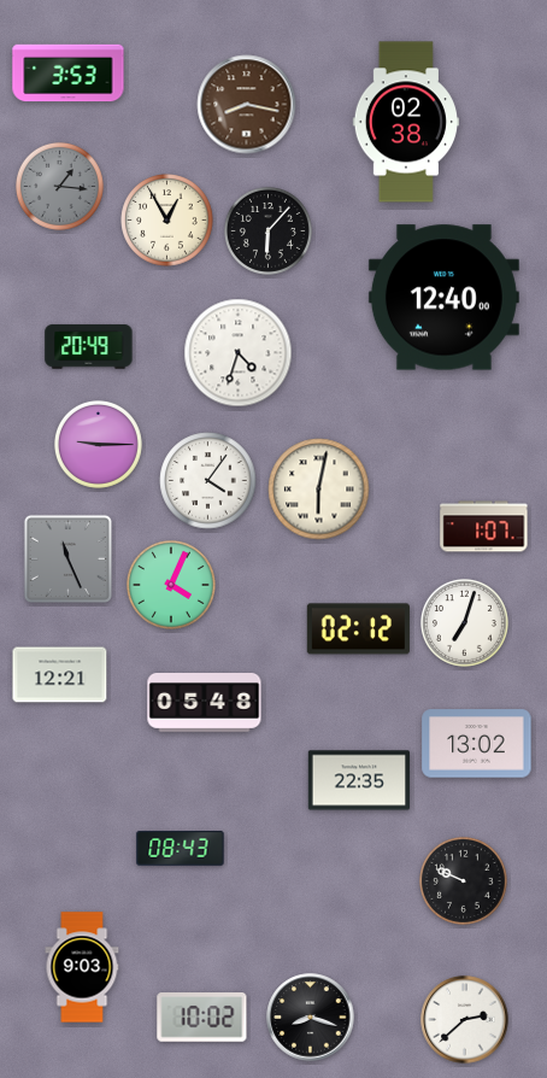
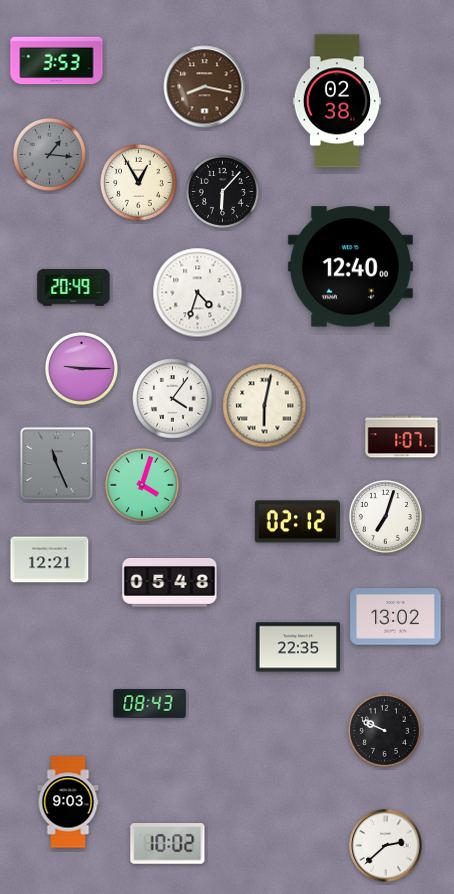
clock at (443, 298) position: (443, 298) -> (350, 267)
clock at (171, 585): 4:04 -> 4:03
clock at (311, 1018): 8:18 -> none
